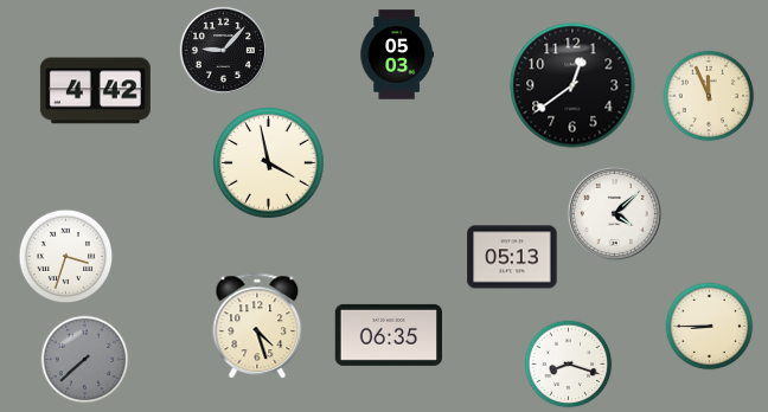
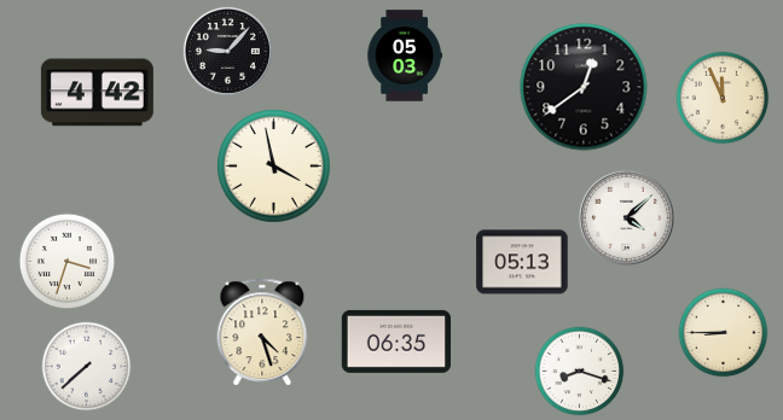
clock at (85, 360) dial: grey -> white
